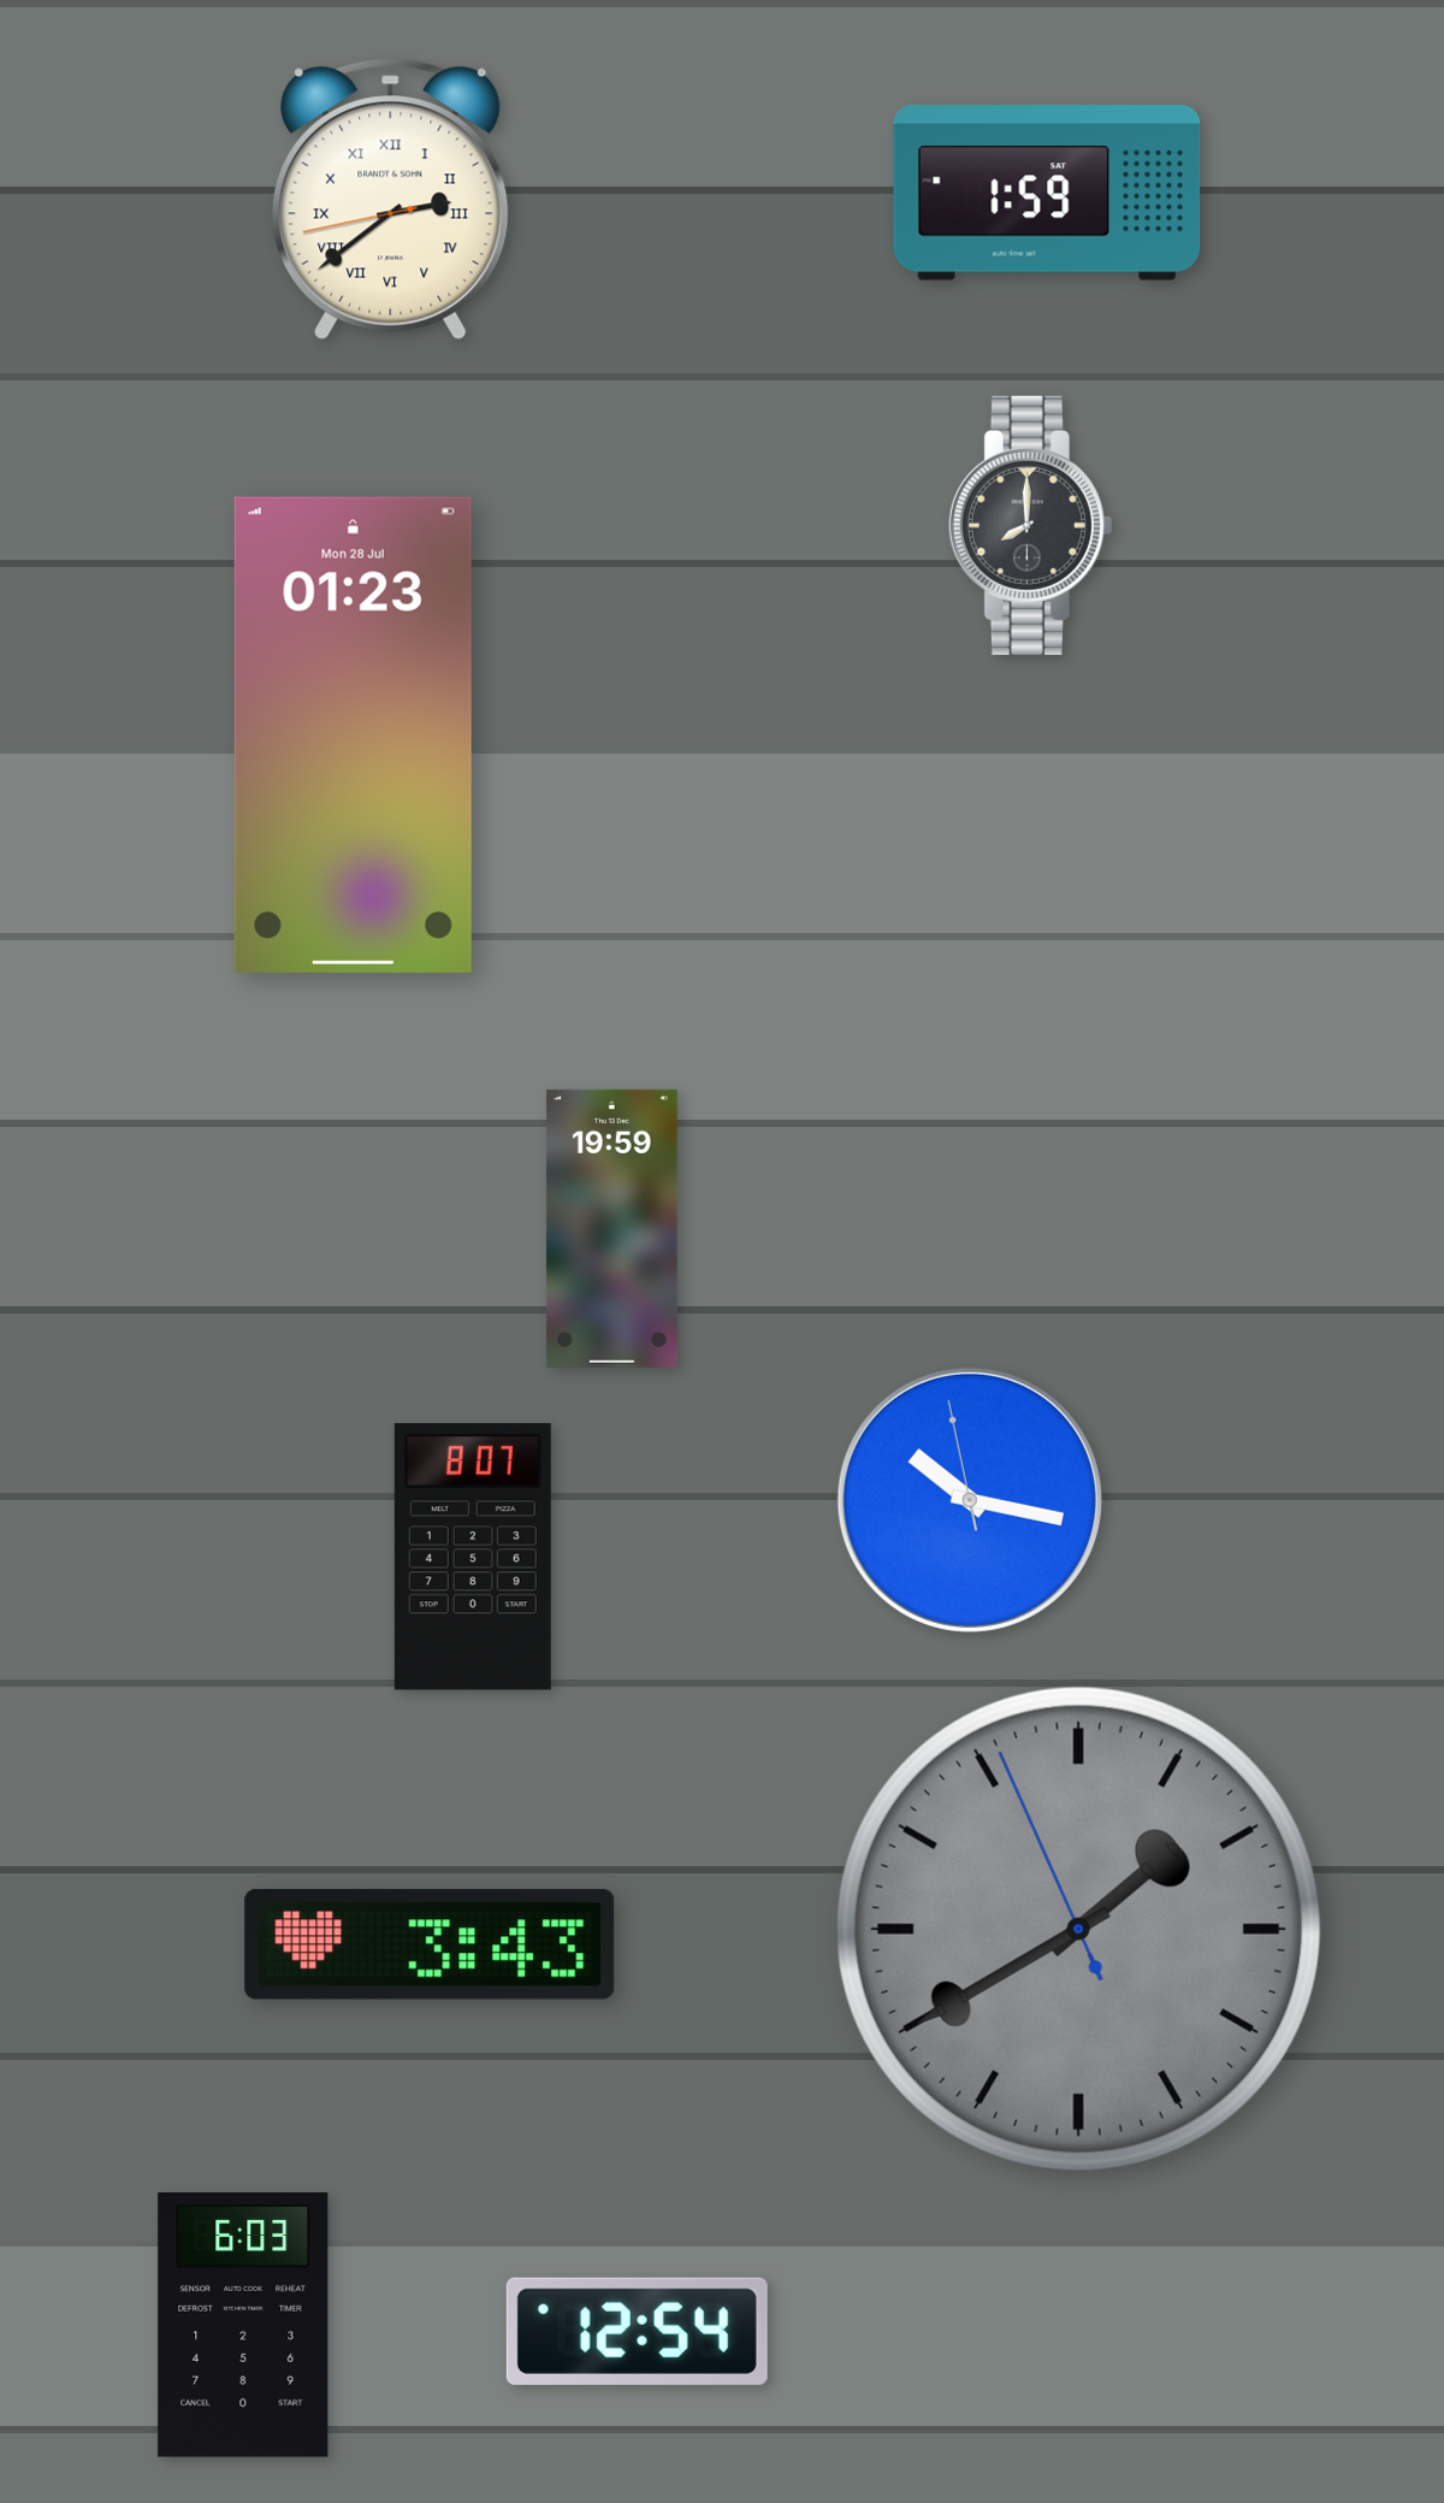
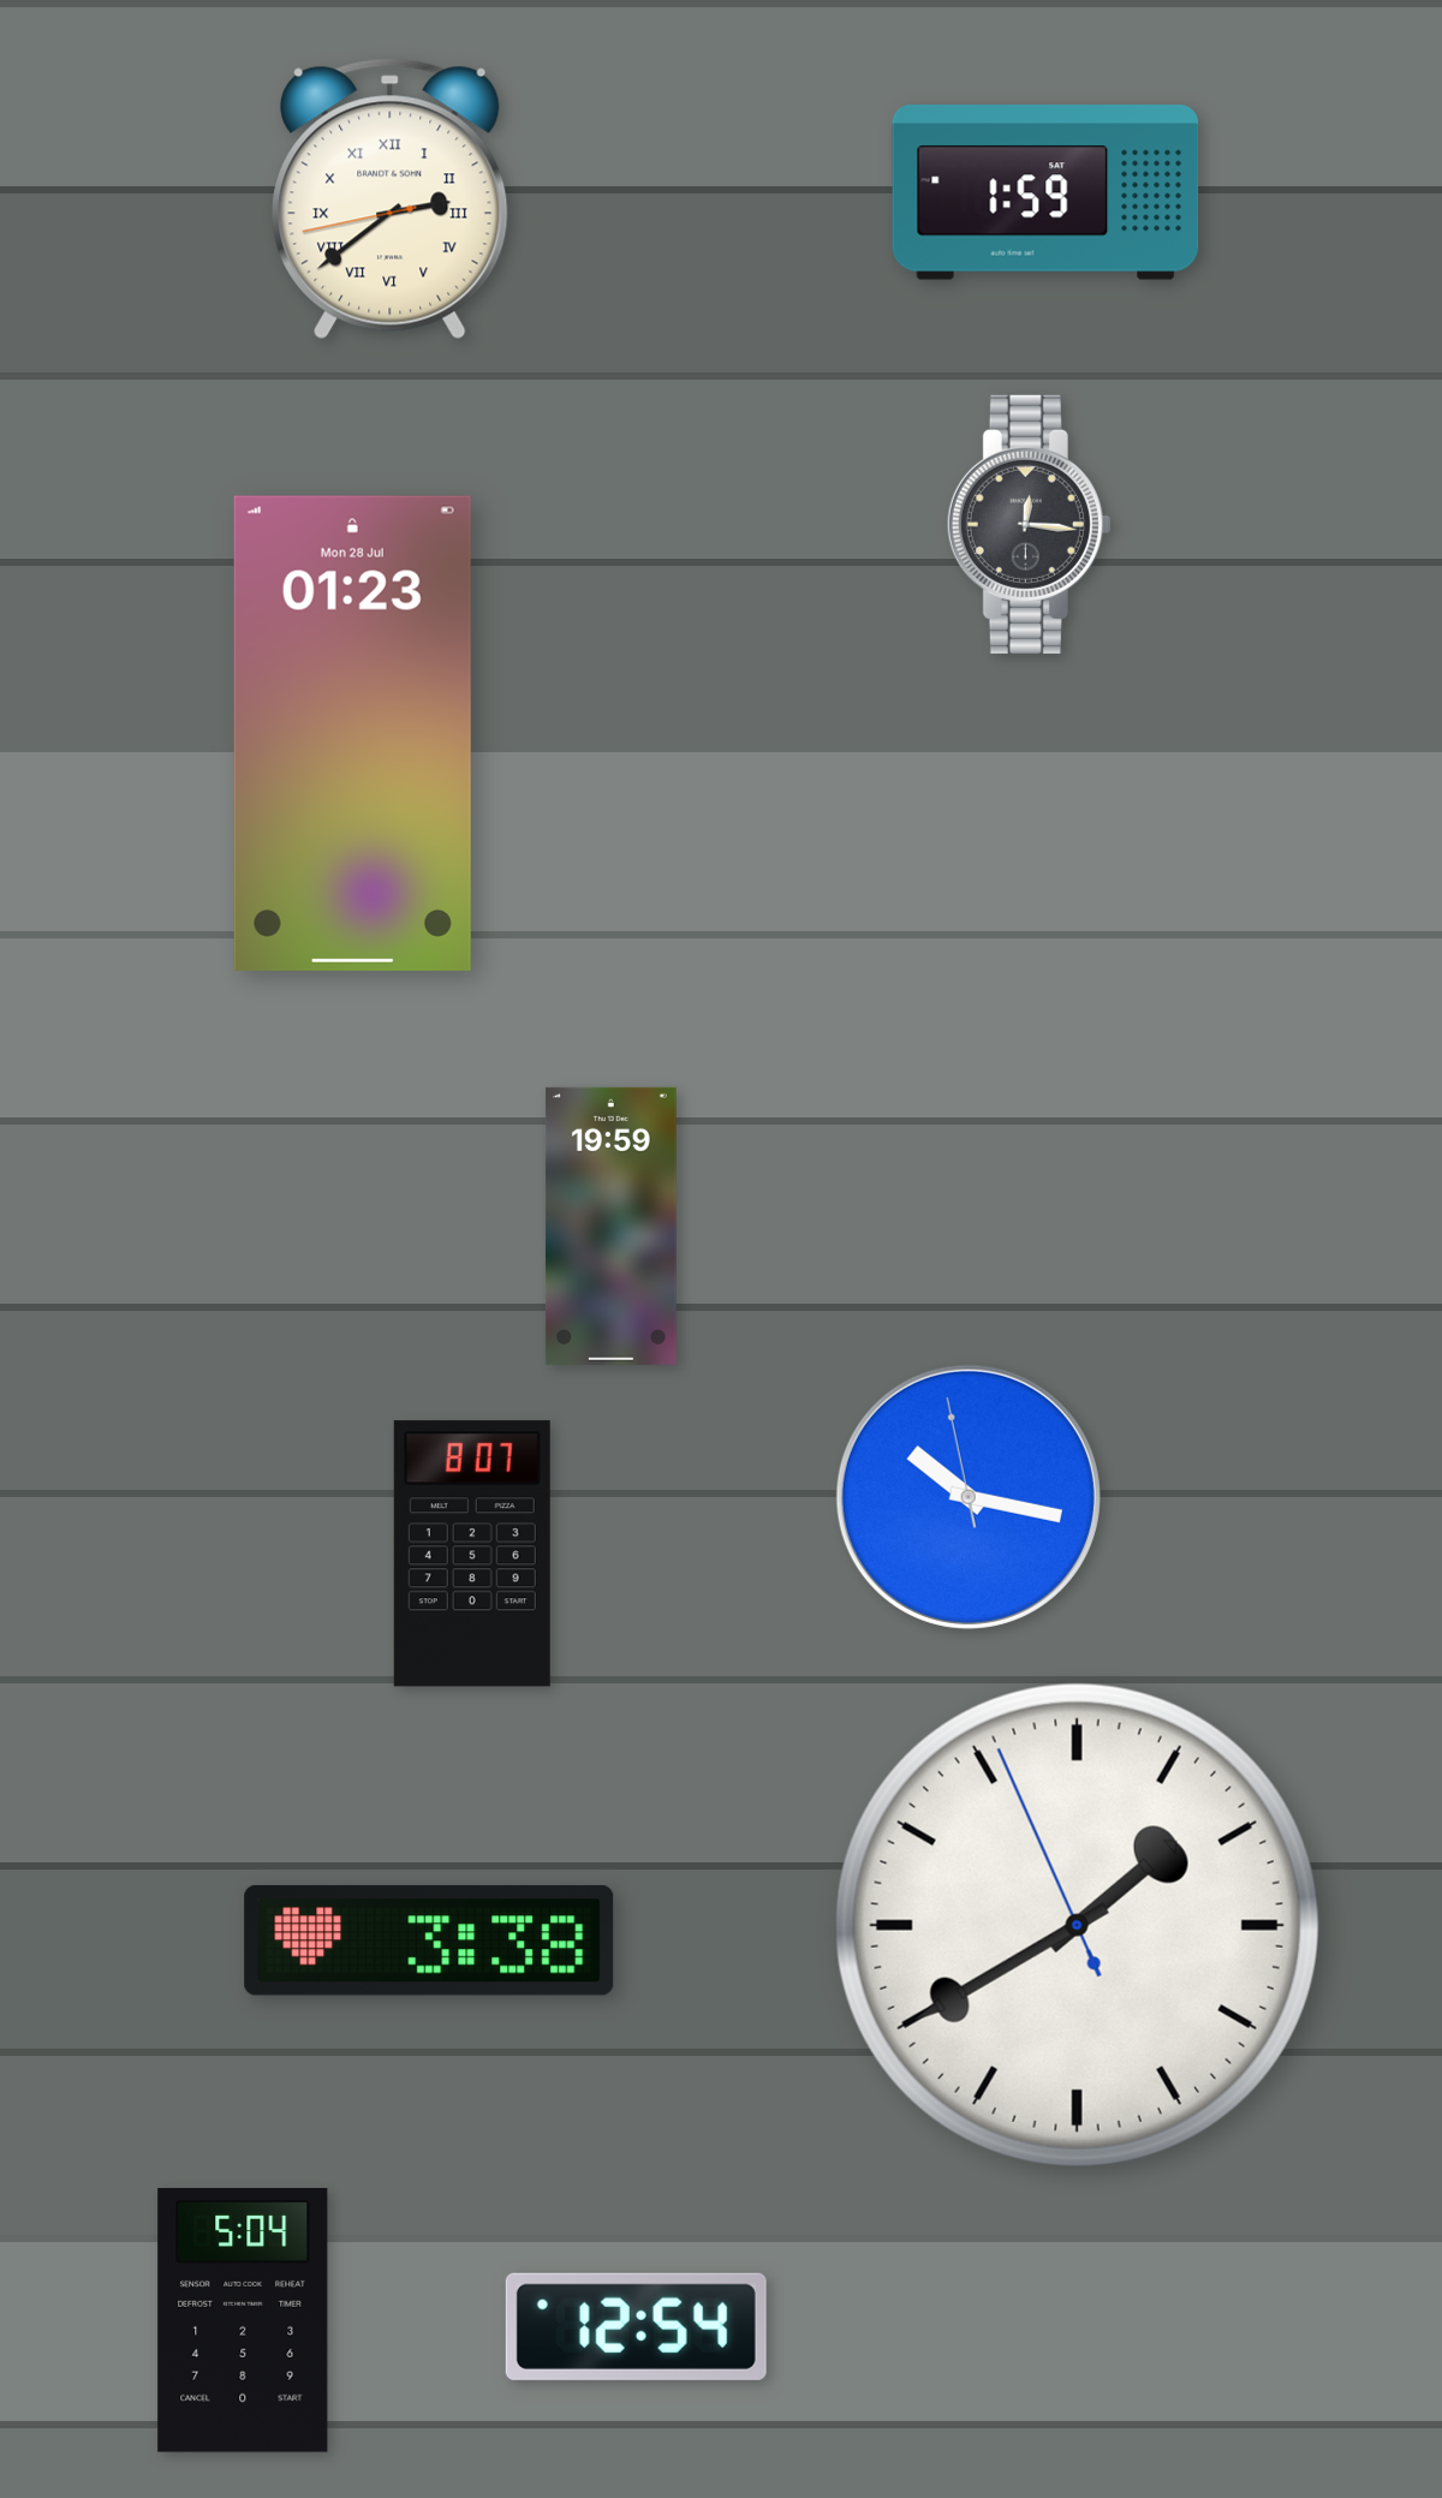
clock at (1030, 525): 8:00 -> 12:16
clock at (1078, 1929) dial: grey -> white
clock at (430, 1944): 3:43 -> 3:38
clock at (243, 2326): 6:03 -> 5:04
